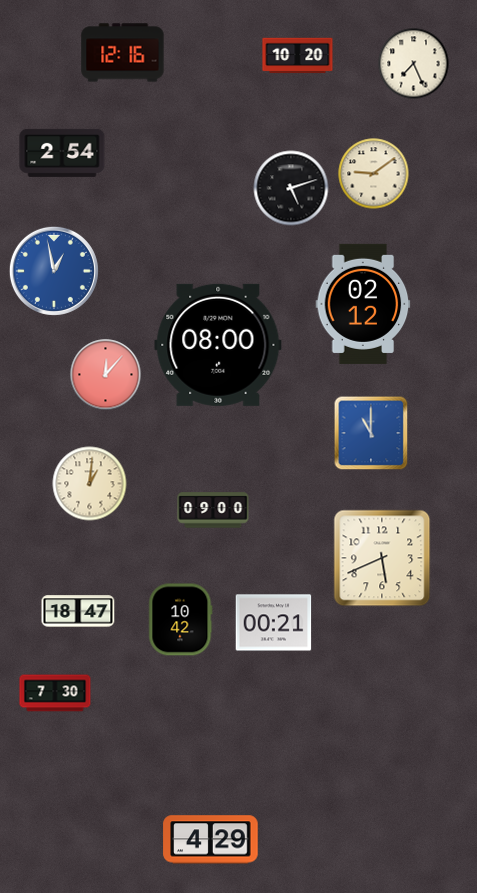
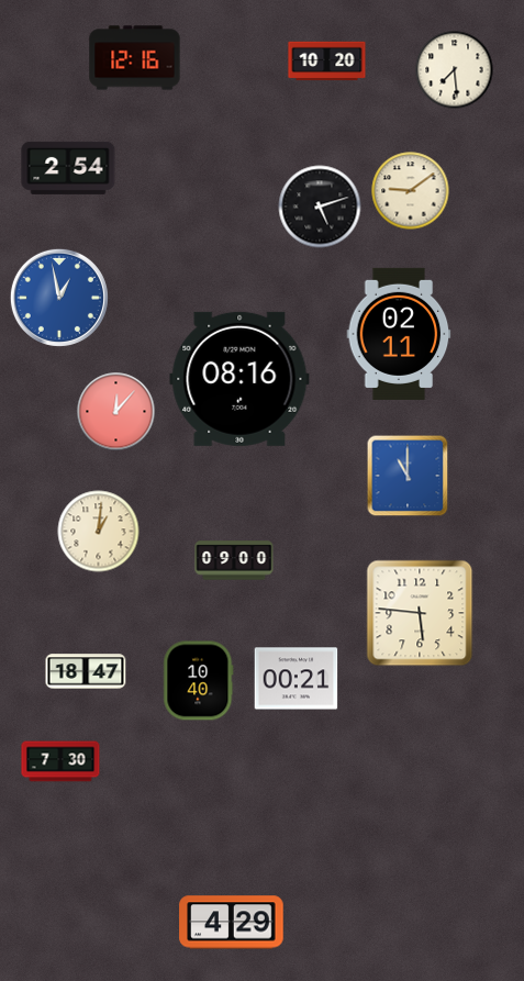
clock at (414, 64): 7:26 -> 7:29
clock at (363, 304): 02:12 -> 02:11
clock at (218, 345): 08:00 -> 08:16
clock at (382, 558): 5:41 -> 5:46
clock at (181, 620): 10:42 -> 10:40
clock at (274, 623) position: (274, 623) -> (297, 679)
